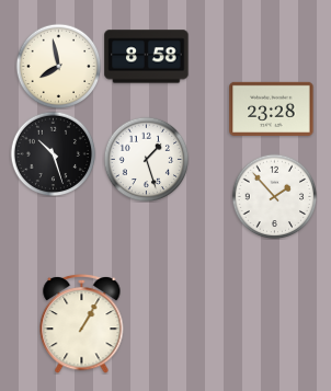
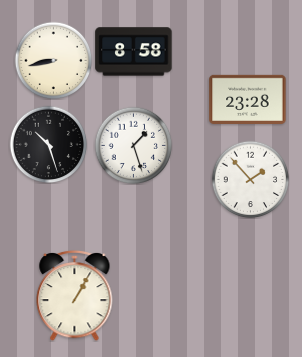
clock at (58, 66): 7:58 -> 8:43
clock at (53, 153) position: (53, 153) -> (48, 144)
